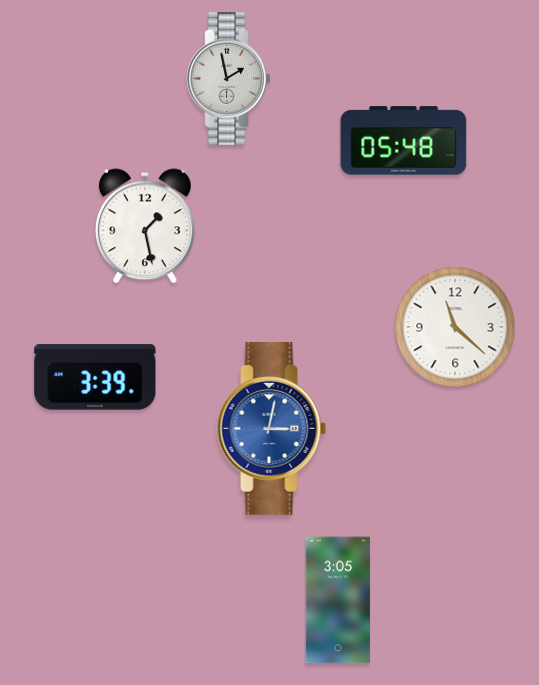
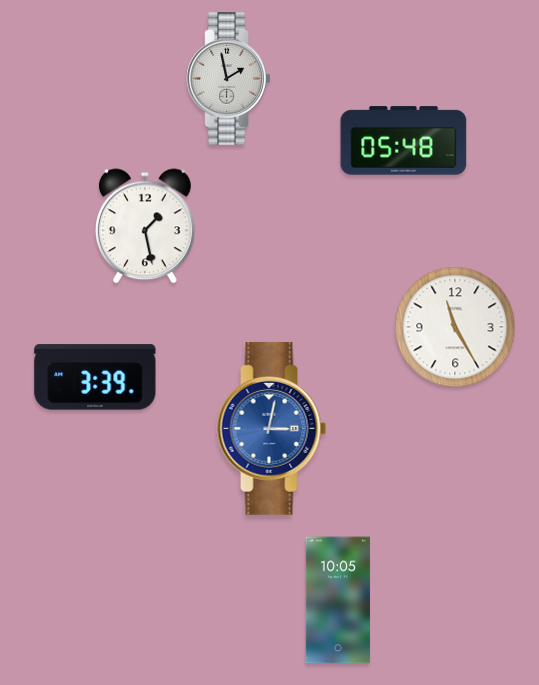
clock at (455, 327): 11:22 -> 11:25
clock at (338, 600): 3:05 -> 10:05
